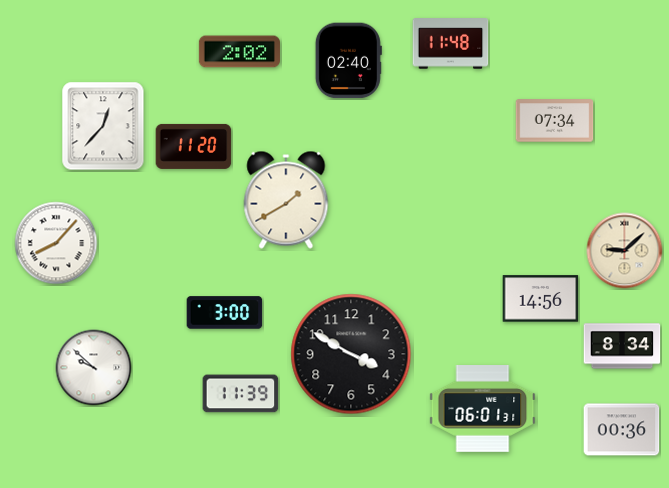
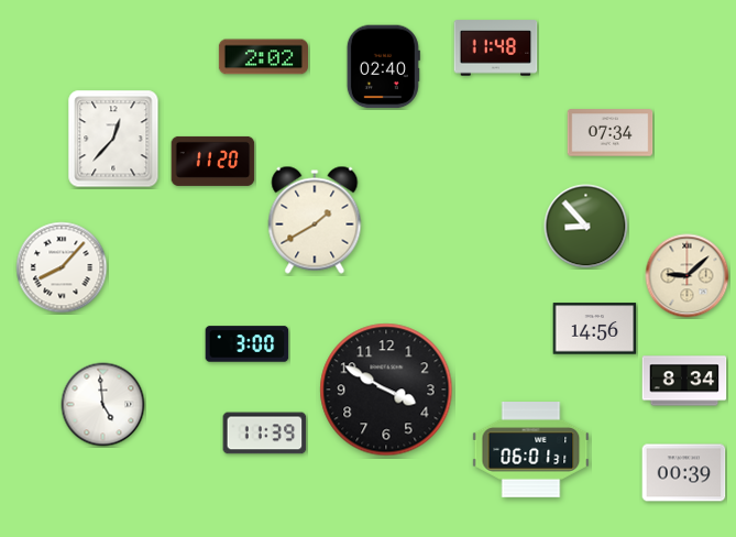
clock at (586, 227): none -> 8:53
clock at (94, 368): 9:52 -> 4:59
clock at (622, 430): 00:36 -> 00:39
